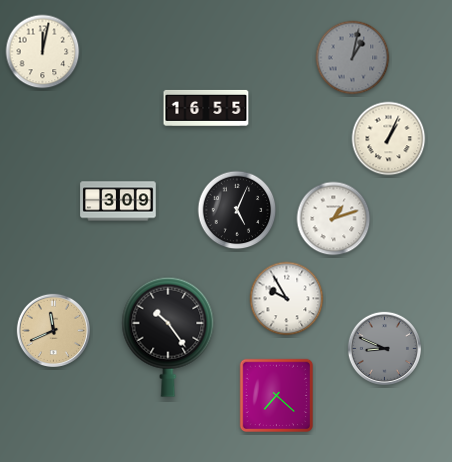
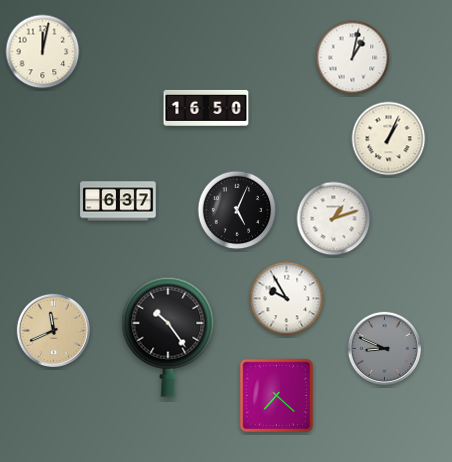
clock at (353, 58) dial: grey -> white
clock at (206, 108): 16:55 -> 16:50
clock at (118, 201): 3:09 -> 6:37
